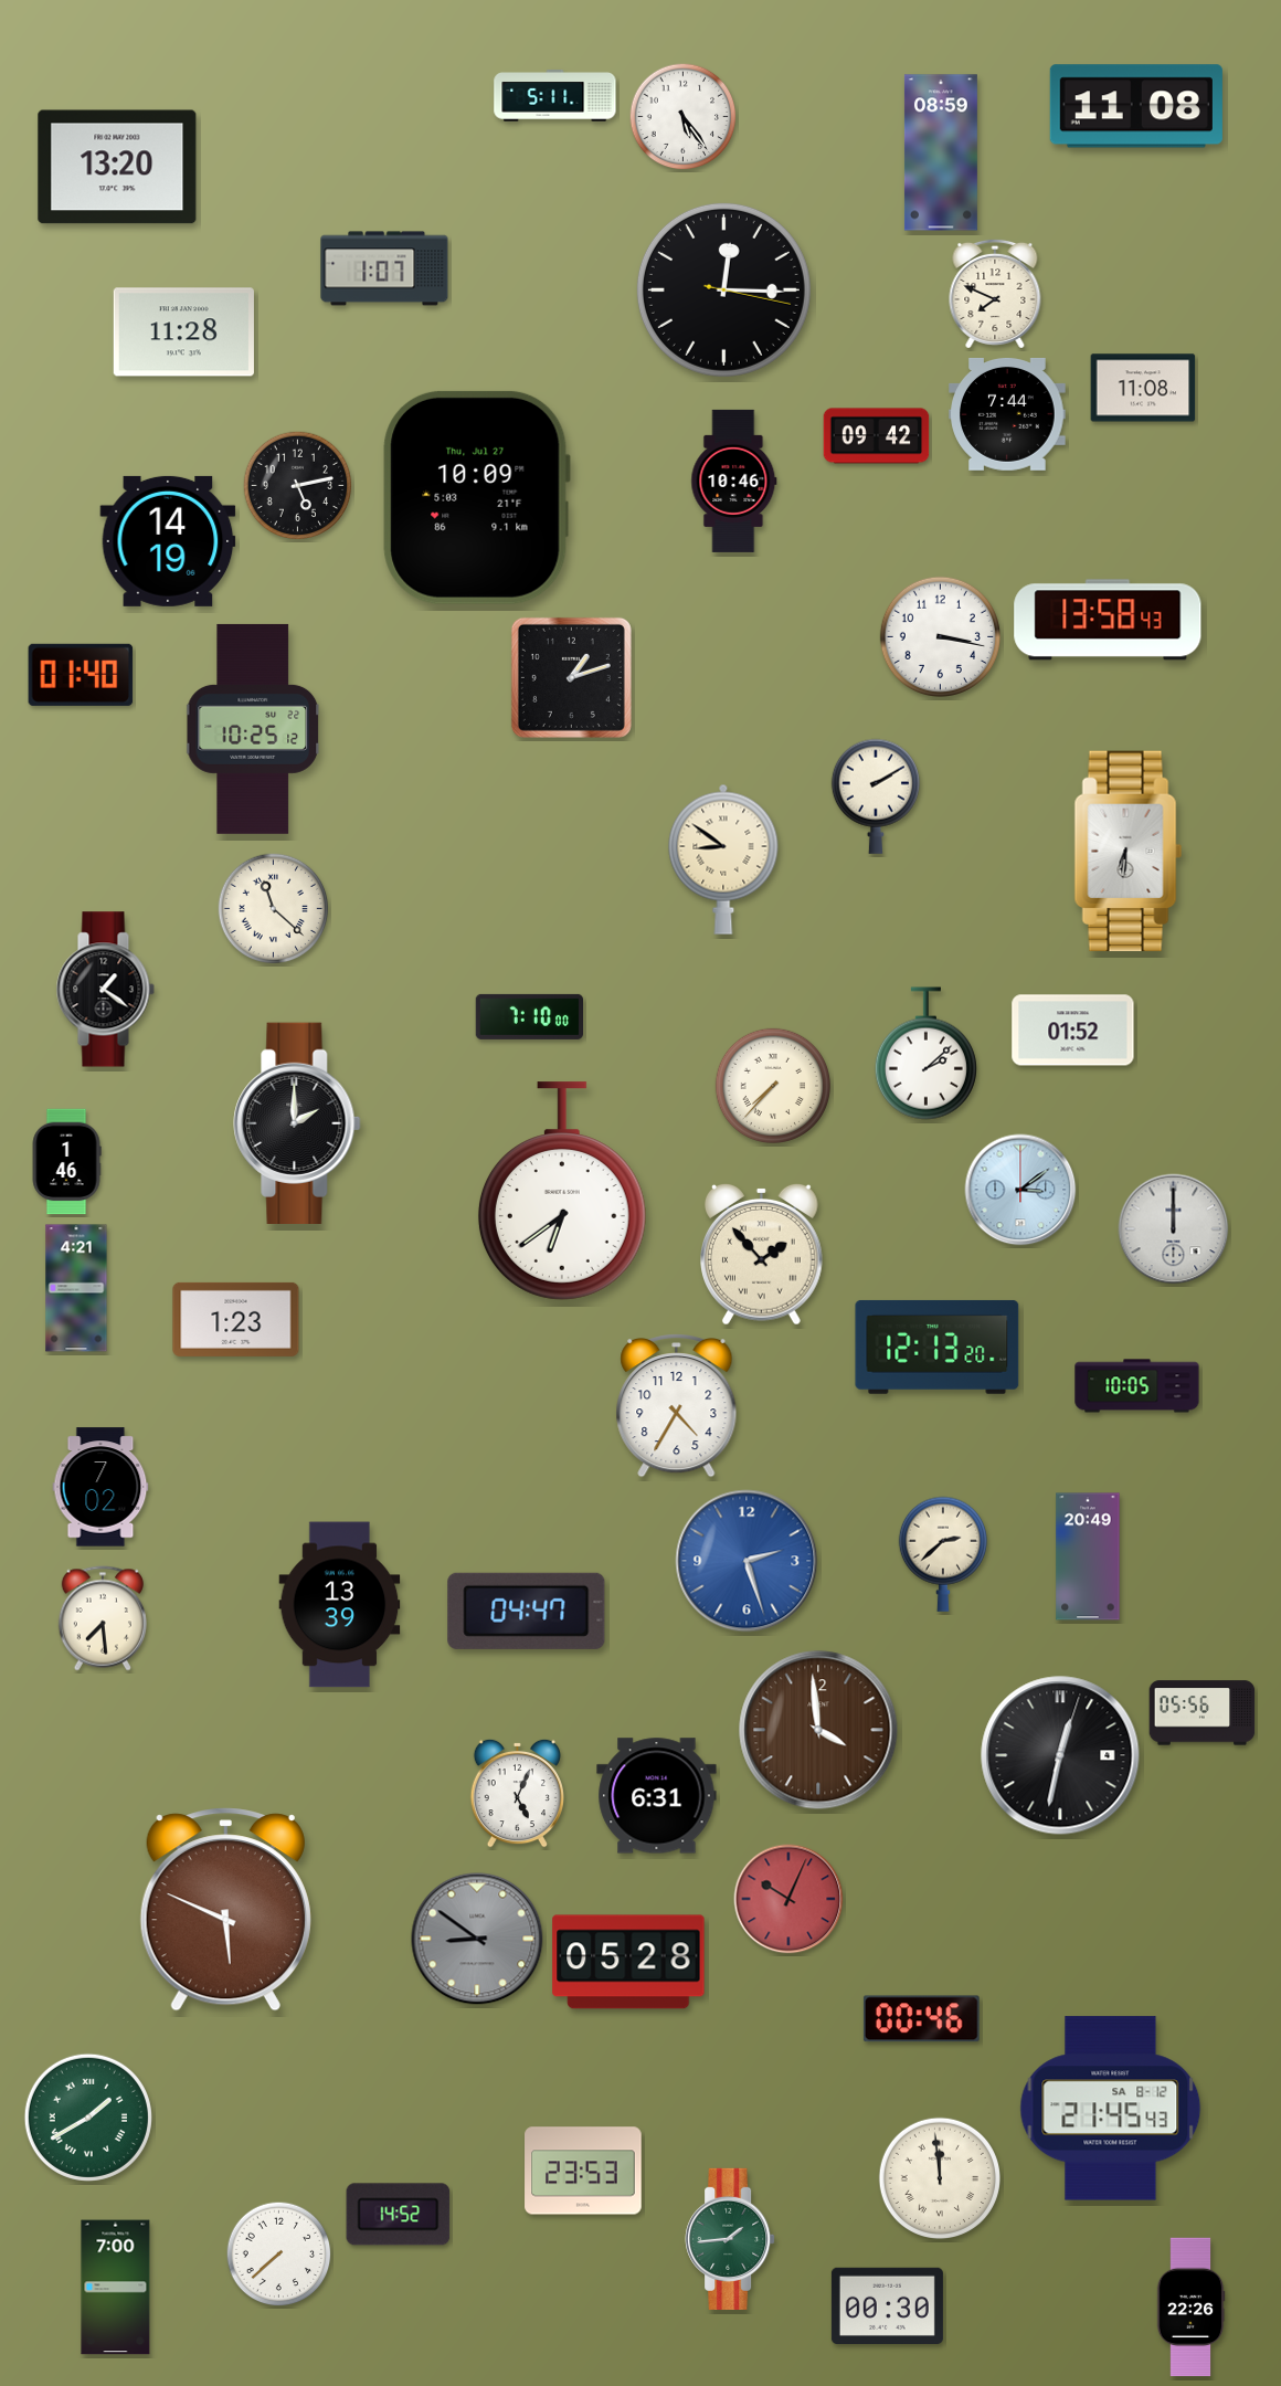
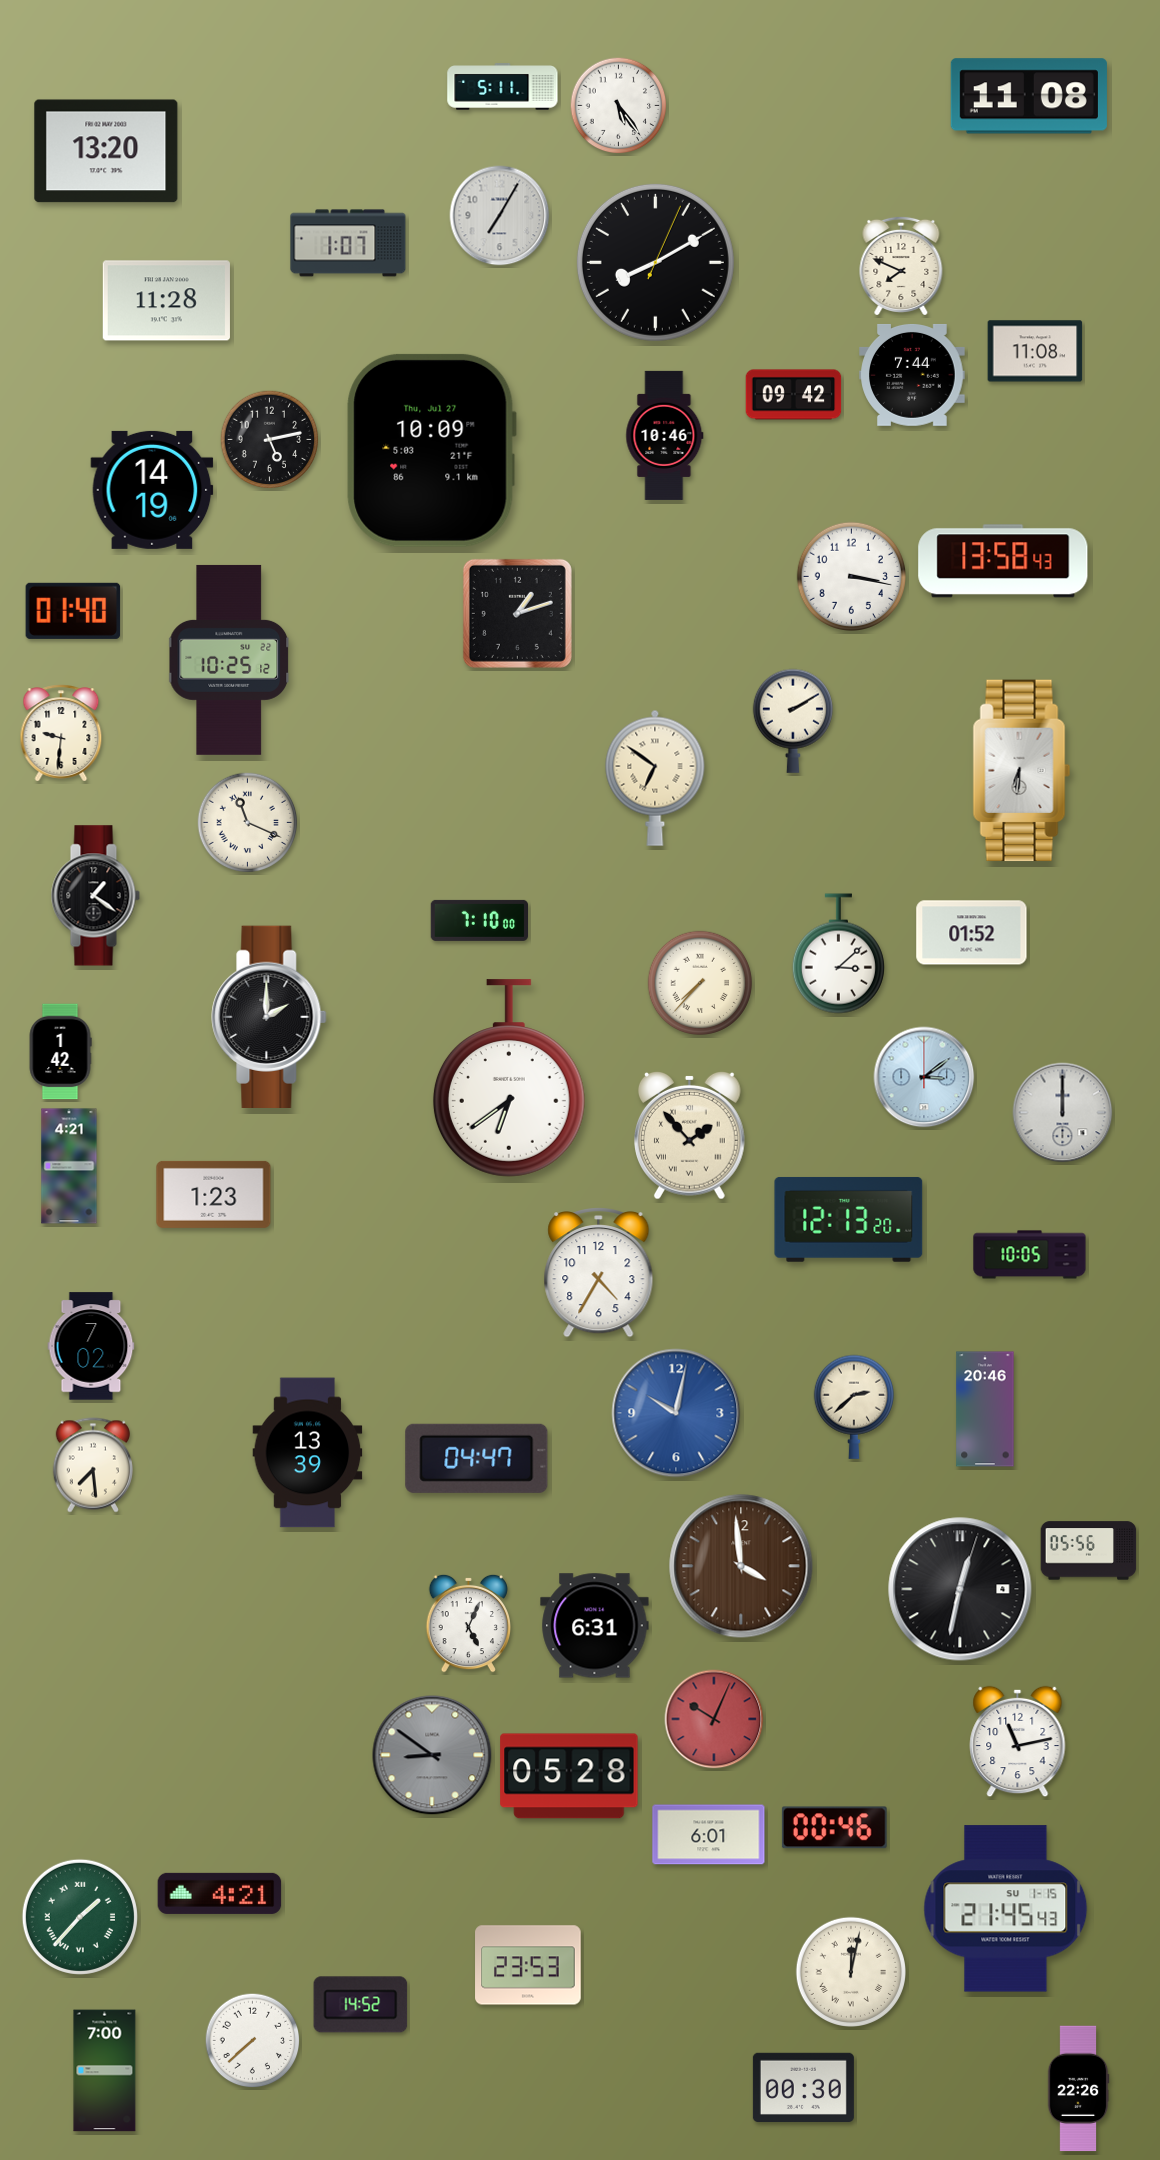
clock at (941, 152): 08:59 -> none
clock at (500, 216): none -> 7:05
clock at (723, 289): 12:15 -> 8:10
clock at (61, 733): none -> 9:31
clock at (723, 859): 8:51 -> 6:51
clock at (274, 909): 11:22 -> 11:19
clock at (925, 1054): 2:08 -> 3:08
clock at (66, 1162): 1:46 -> 1:42
clock at (677, 1406) position: (677, 1406) -> (599, 1273)
clock at (1088, 1556): 20:49 -> 20:46
clock at (747, 1561): 2:27 -> 10:02
clock at (225, 1910): 5:49 -> none
clock at (1018, 1742): none -> 11:13
clock at (709, 1835): none -> 6:01
clock at (220, 1893): none -> 4:21
clock at (1111, 2109) date: SA 8-12 -> SU 1-15
clock at (88, 2118): 1:40 -> 1:37
clock at (939, 2177): 11:59 -> 12:02
clock at (730, 2239): 1:44 -> none
